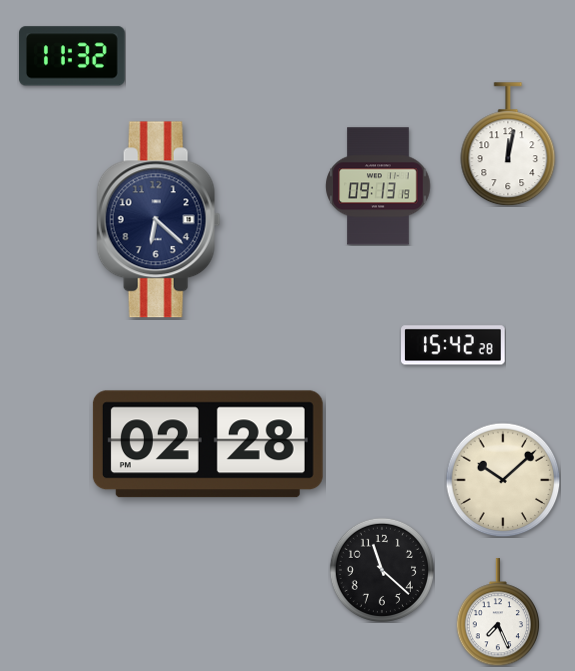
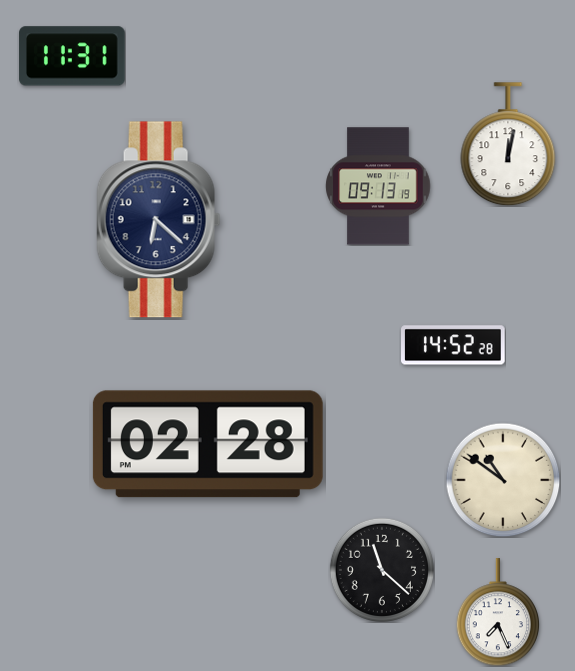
clock at (72, 56): 11:32 -> 11:31
clock at (454, 345): 15:42 -> 14:52
clock at (503, 480): 10:08 -> 10:51
